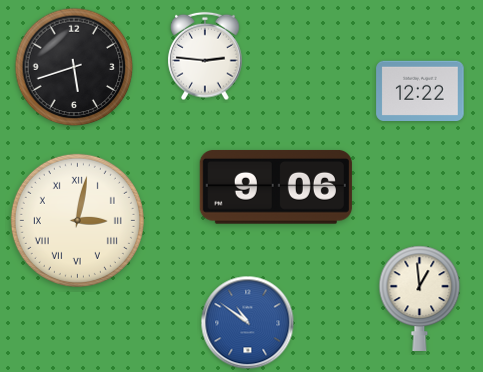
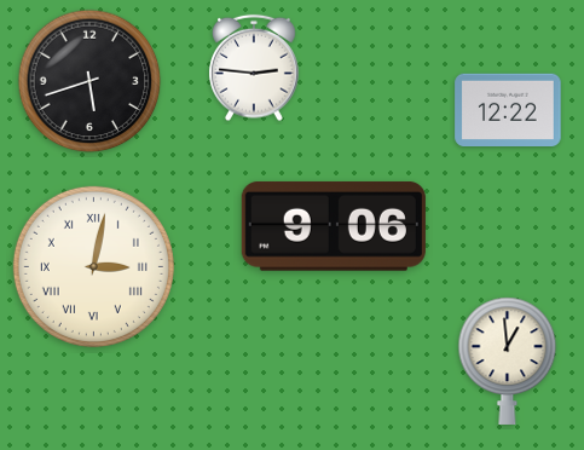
clock at (205, 56) position: (205, 56) -> (254, 68)
clock at (248, 323): 10:51 -> none
